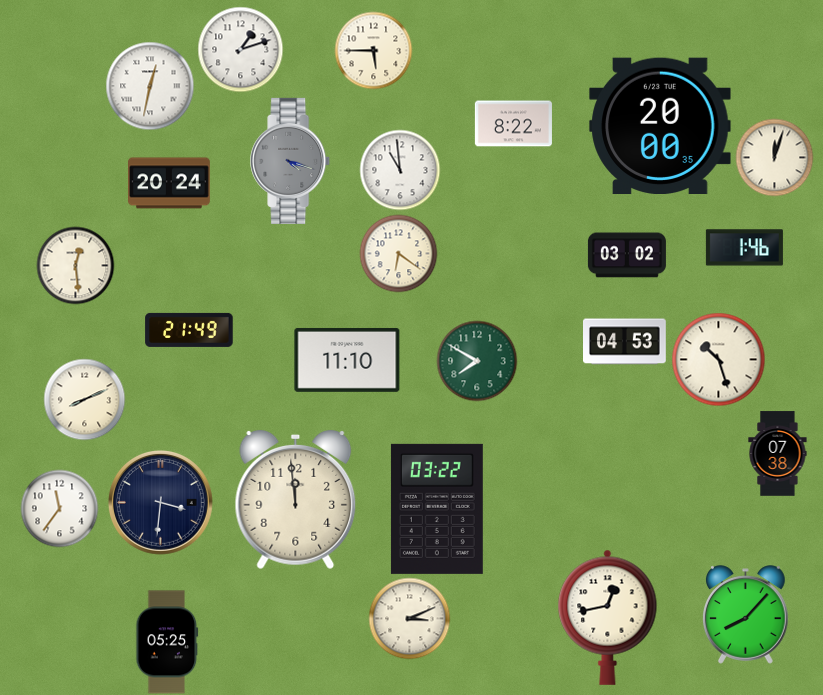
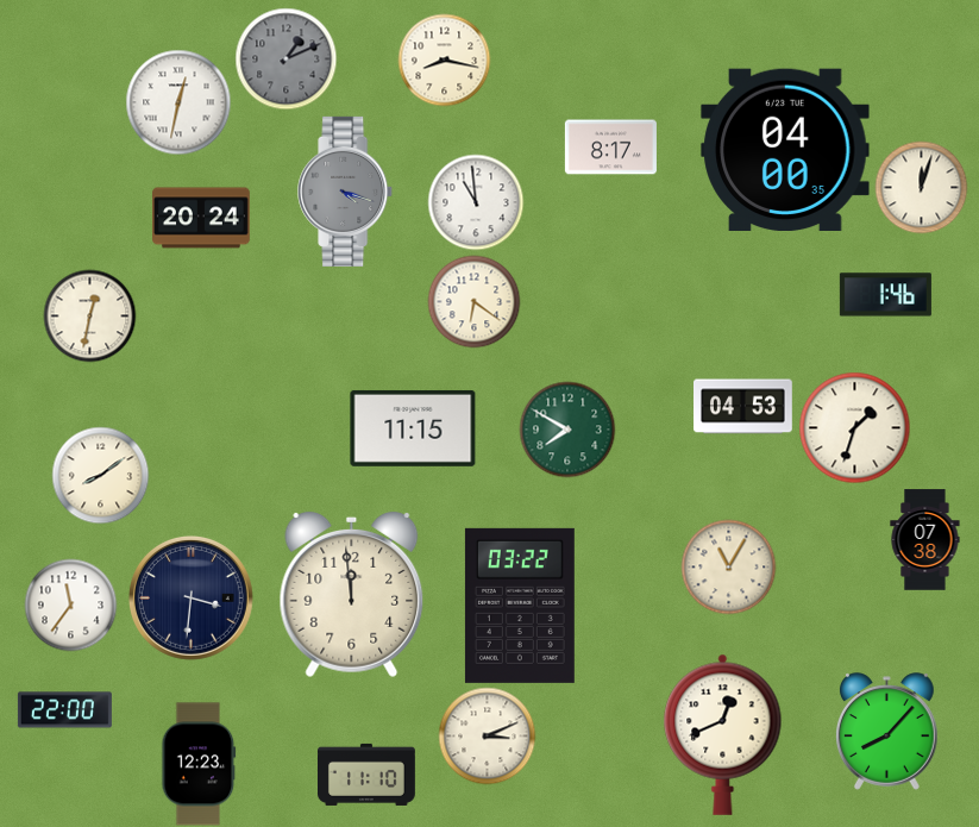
clock at (240, 49): 1:12 -> 1:11
clock at (240, 49) dial: white -> grey
clock at (373, 50): 5:45 -> 8:17
clock at (513, 124): 8:22 -> 8:17
clock at (660, 125): 20:00 -> 04:00
clock at (627, 255): 03:02 -> none
clock at (75, 265): 12:29 -> 12:32
clock at (189, 330): 21:49 -> none
clock at (718, 359): 10:27 -> 1:33
clock at (347, 360): 11:10 -> 11:15
clock at (84, 399): 8:11 -> 8:09
clock at (728, 566): none -> 11:05
clock at (64, 710): none -> 22:00
clock at (608, 617): 12:43 -> 12:41
clock at (167, 642): 05:25 -> 12:23
clock at (368, 775): none -> 11:10
